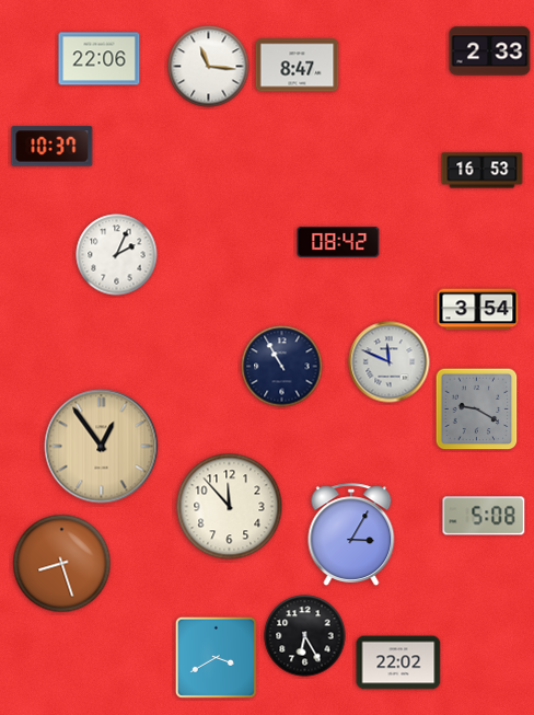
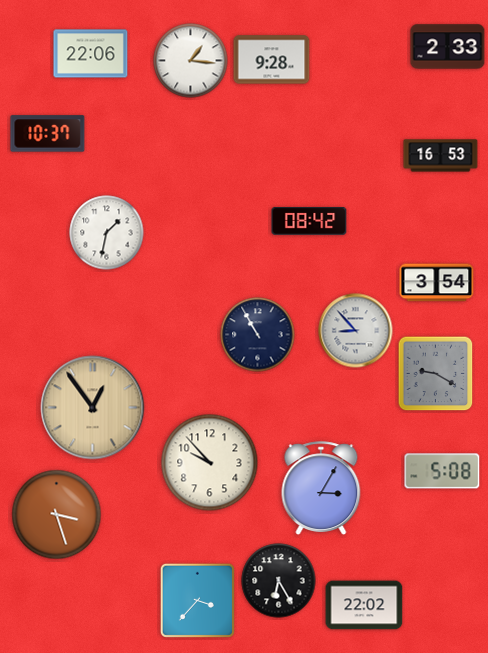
clock at (298, 66): 8:47 -> 9:28
clock at (209, 67): 11:16 -> 1:16
clock at (117, 255): 2:04 -> 1:32
clock at (390, 362): 11:49 -> 8:53
clock at (230, 507): 11:53 -> 9:53
clock at (62, 564): 8:27 -> 3:27
clock at (216, 657): 3:40 -> 3:37
